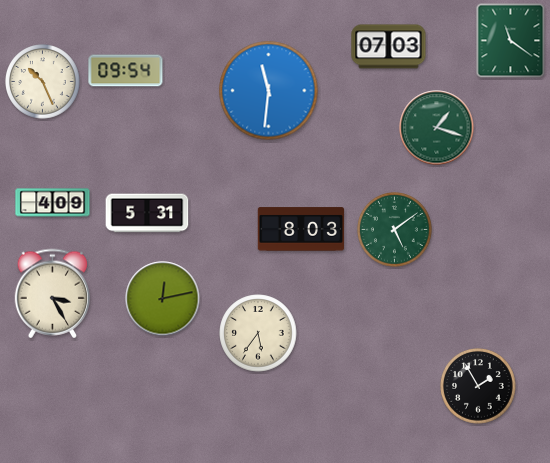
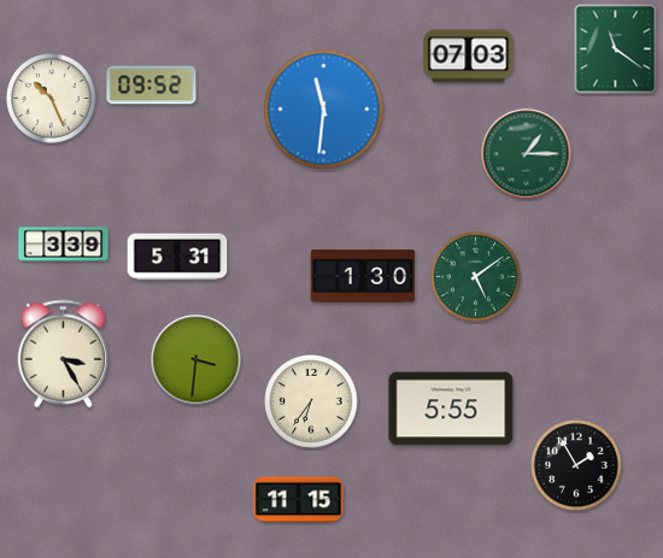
clock at (126, 71): 09:54 -> 09:52
clock at (437, 128): 1:18 -> 1:15
clock at (53, 203): 4:09 -> 3:39
clock at (301, 229): 8:03 -> 1:30
clock at (163, 299): 12:13 -> 3:31
clock at (258, 333): 5:36 -> 6:36
clock at (451, 409): none -> 5:55
clock at (299, 500): none -> 11:15
